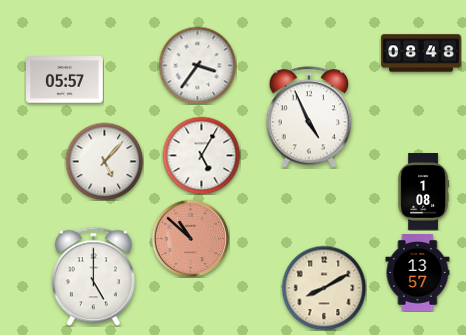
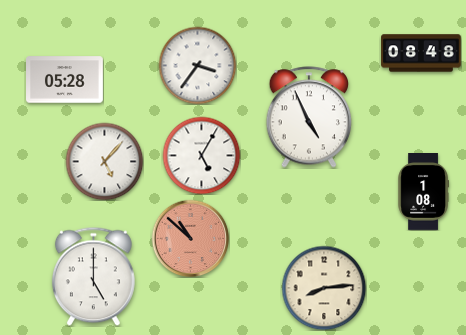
clock at (65, 80): 05:57 -> 05:28
clock at (418, 273): 13:57 -> none
clock at (324, 288): 8:10 -> 8:14
